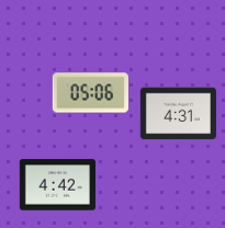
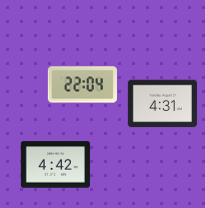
clock at (90, 93): 05:06 -> 22:04
clock at (57, 185) position: (57, 185) -> (55, 165)
